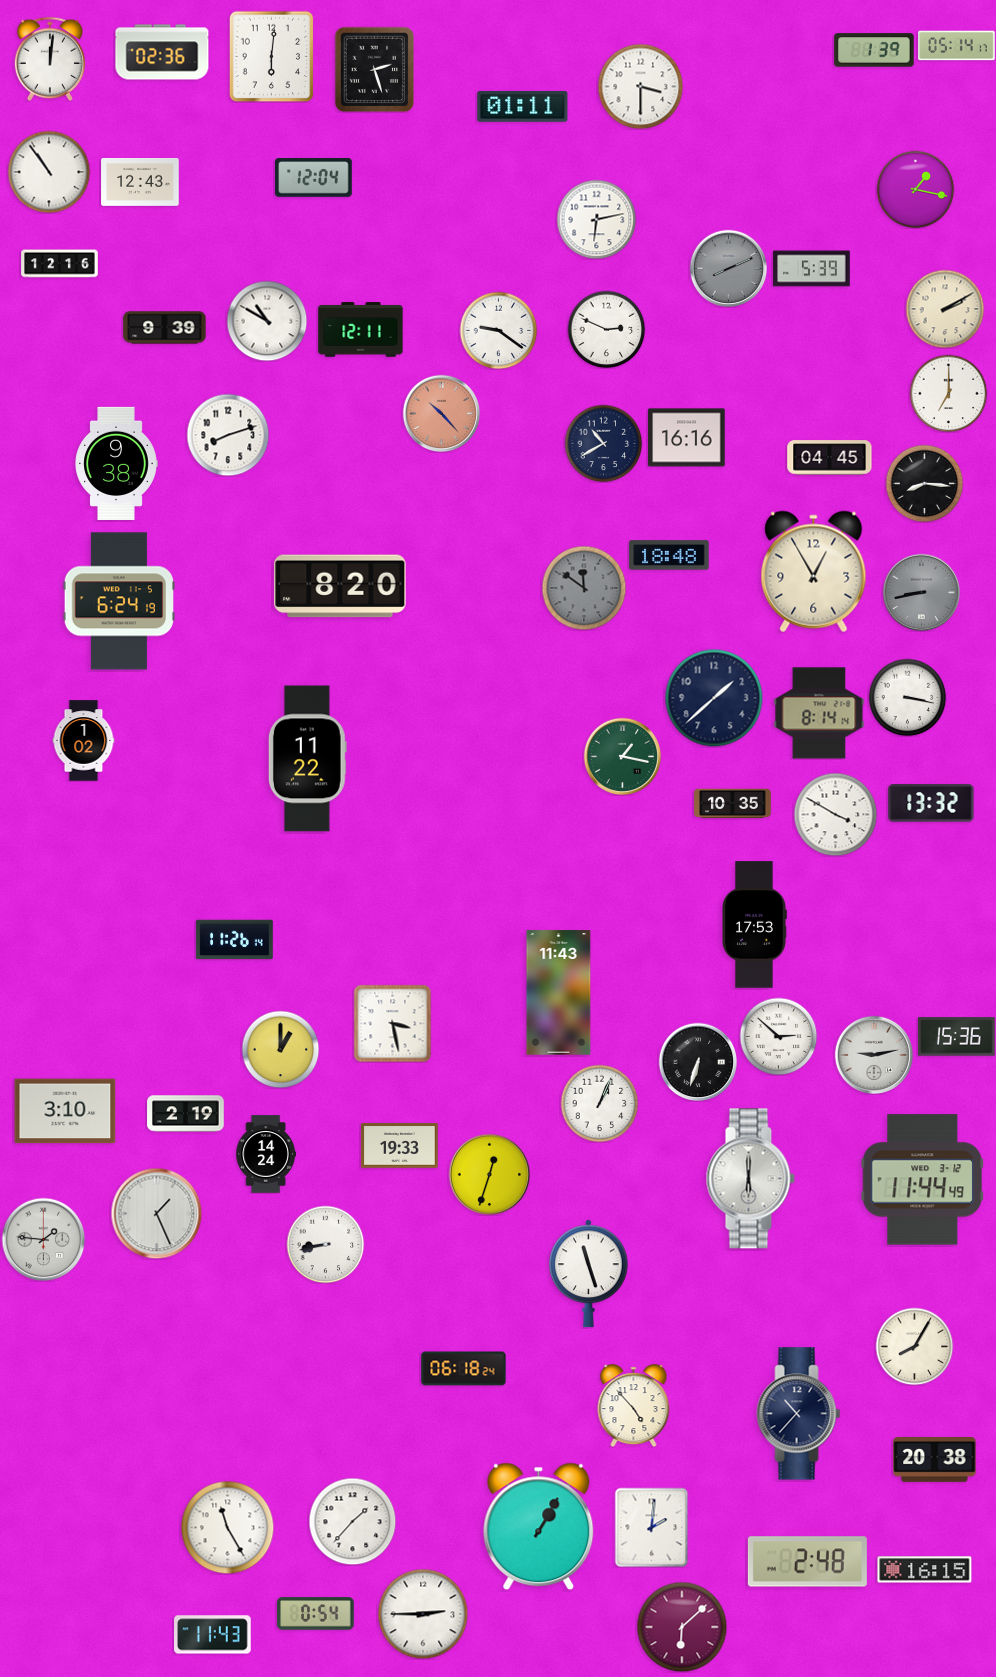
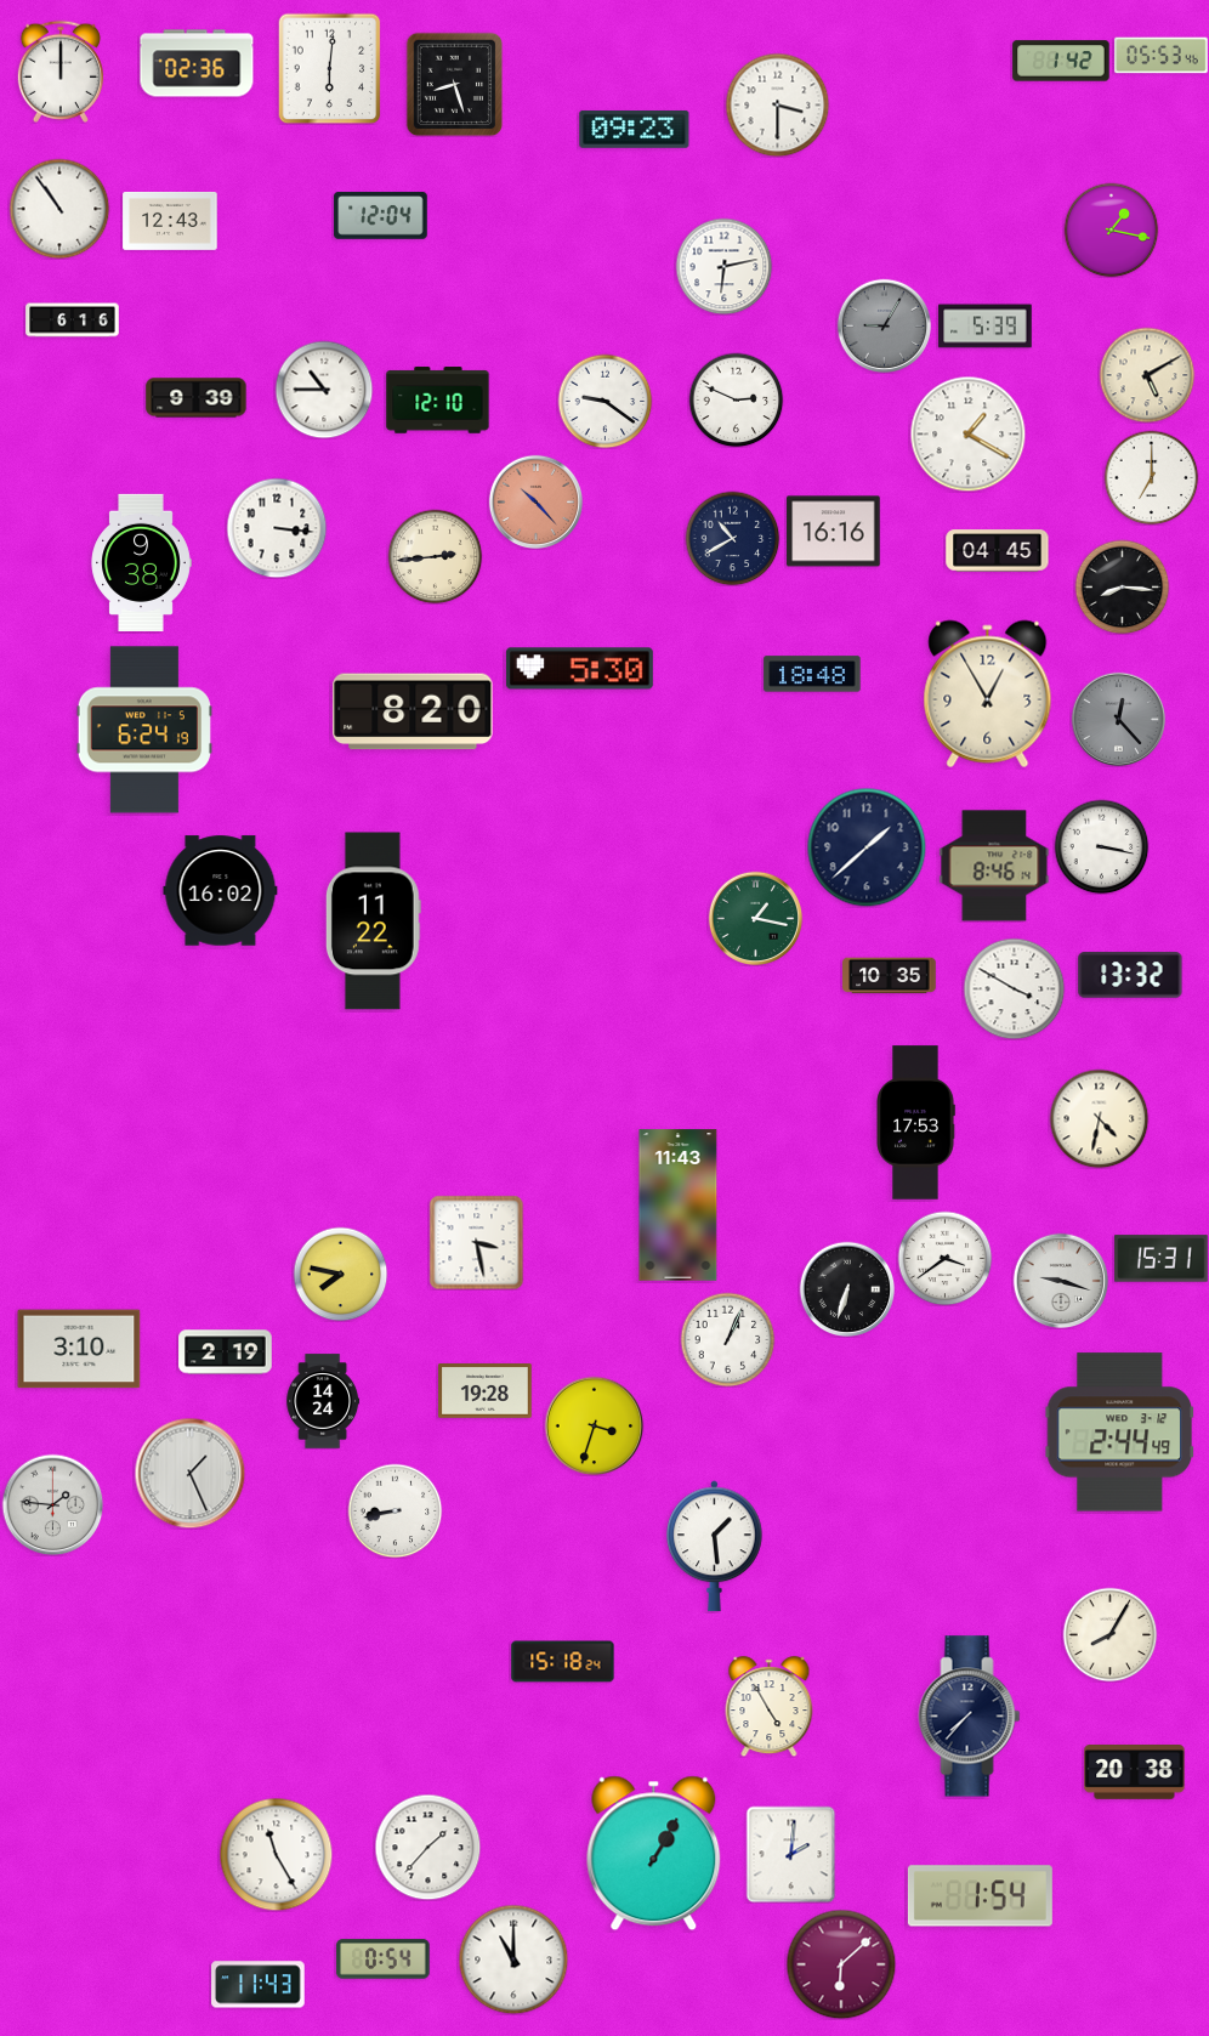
clock at (957, 46): 05:14 -> 05:53
clock at (874, 50): 1:39 -> 1:42
clock at (49, 59): 12:01 -> 12:00
clock at (375, 69): 2:27 -> 8:27
clock at (523, 107): 01:11 -> 09:23
clock at (60, 264): 12:16 -> 6:16
clock at (728, 268): 8:11 -> 9:05
clock at (945, 309): 2:10 -> 5:10
clock at (267, 321): 10:50 -> 10:45
clock at (165, 328) position: (165, 328) -> (197, 398)
clock at (361, 330): 12:11 -> 12:10
clock at (967, 433): none -> 1:20
clock at (228, 435): 8:12 -> 3:16
clock at (435, 556): none -> 2:44
clock at (830, 458) position: (830, 458) -> (998, 551)
clock at (579, 669): none -> 5:30
clock at (584, 588): 11:51 -> none
clock at (921, 592): 8:43 -> 12:23
clock at (819, 713): 8:14 -> 8:46
clock at (221, 891): none -> 16:02
clock at (84, 741): 1:02 -> none
clock at (1099, 1118): none -> 4:32
clock at (235, 940): 11:26 -> none
clock at (778, 1036): 2:52 -> 3:39
clock at (957, 1037): 15:36 -> 15:31
clock at (280, 1049): 1:00 -> 7:47
clock at (874, 1055): 9:13 -> 9:18
clock at (400, 1146): 19:33 -> 19:28
clock at (489, 1174): 12:33 -> 3:33
clock at (750, 1179): 6:00 -> none
clock at (922, 1180): 11:44 -> 2:44
clock at (589, 1274): 11:27 -> 1:29
clock at (464, 1369): 06:18 -> 15:18
clock at (634, 1406): 4:53 -> 4:55
clock at (799, 1414): 10:37 -> 7:37
clock at (807, 1562): 2:48 -> 1:54
clock at (925, 1570): 16:15 -> none
clock at (423, 1614): 2:45 -> 11:00
clock at (682, 1627) position: (682, 1627) -> (841, 1964)
